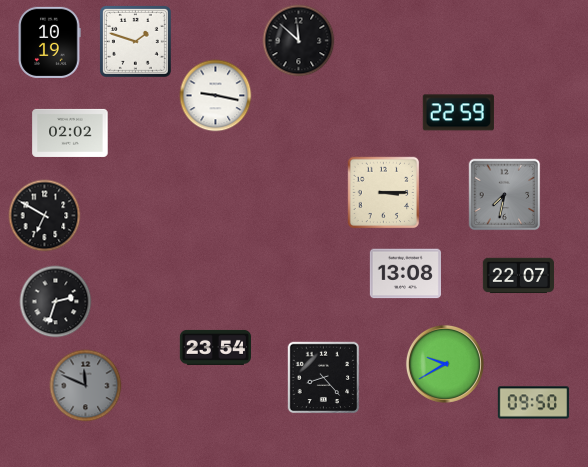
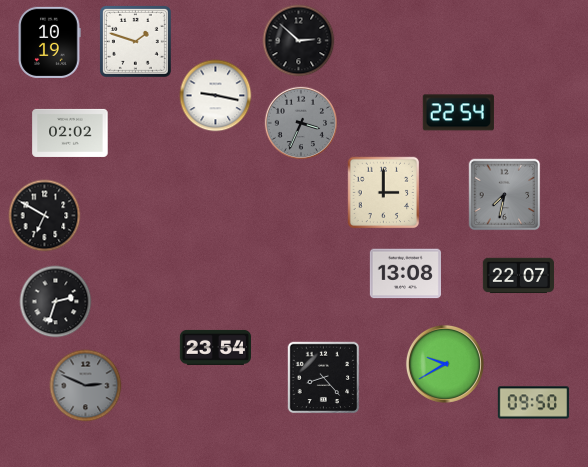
clock at (299, 41): 11:52 -> 2:52
clock at (458, 113): 22:59 -> 22:54
clock at (300, 122): none -> 3:34
clock at (384, 193): 3:15 -> 3:00
clock at (86, 386): 11:49 -> 2:49
